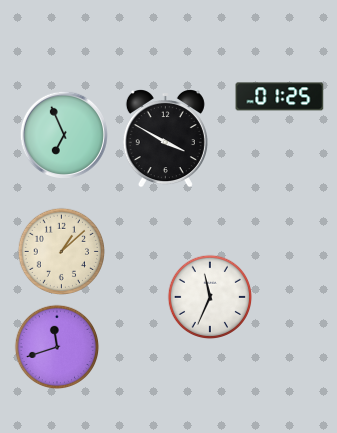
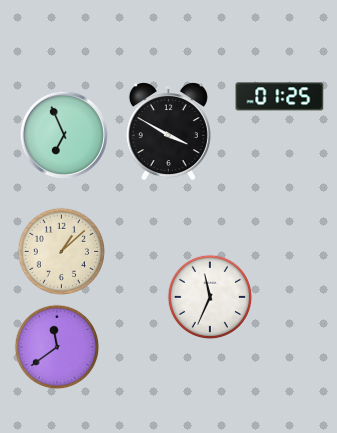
clock at (165, 139) position: (165, 139) -> (168, 132)
clock at (57, 347): 11:42 -> 11:39
